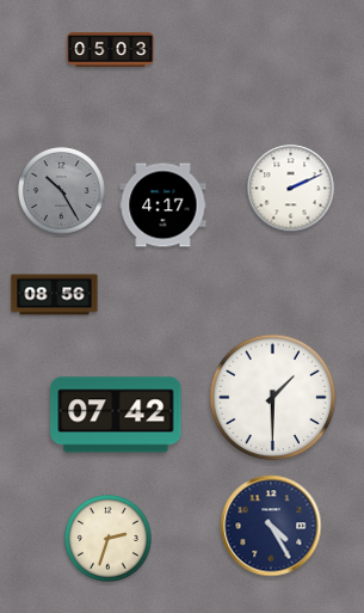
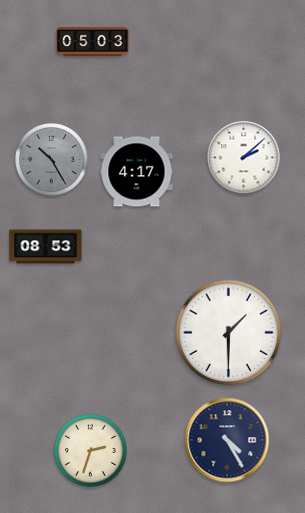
clock at (291, 189): 2:11 -> 2:08
clock at (55, 295): 08:56 -> 08:53
clock at (116, 415): 07:42 -> none
